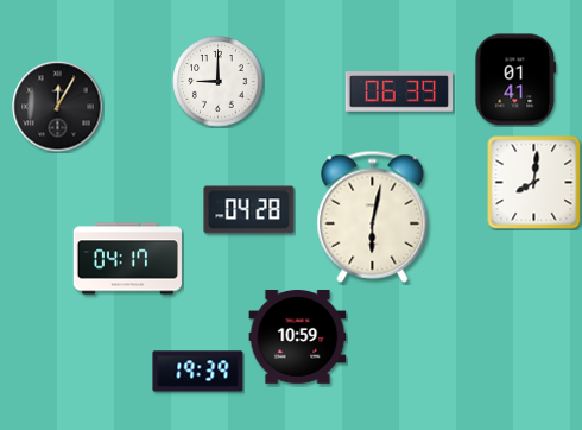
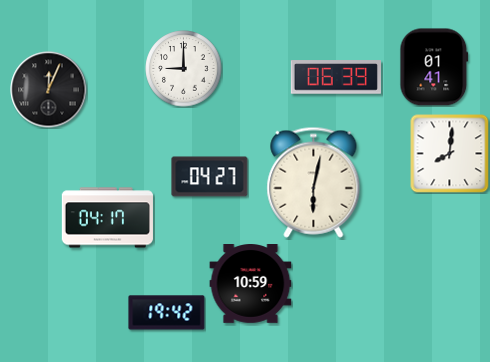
clock at (58, 107): 12:05 -> 12:04
clock at (249, 210): 04:28 -> 04:27
clock at (198, 372): 19:39 -> 19:42
